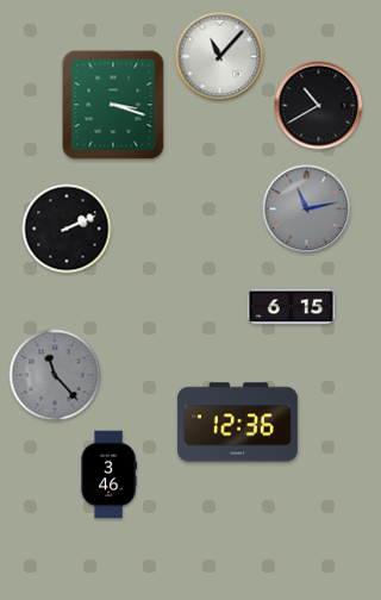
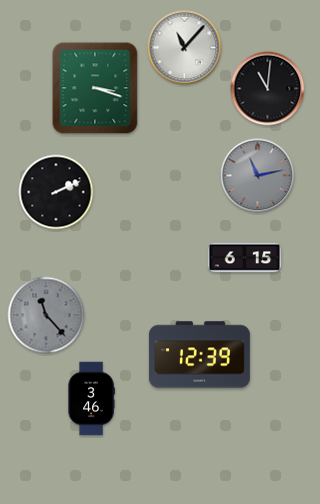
clock at (319, 106): 10:40 -> 11:01
clock at (237, 423): 12:36 -> 12:39
